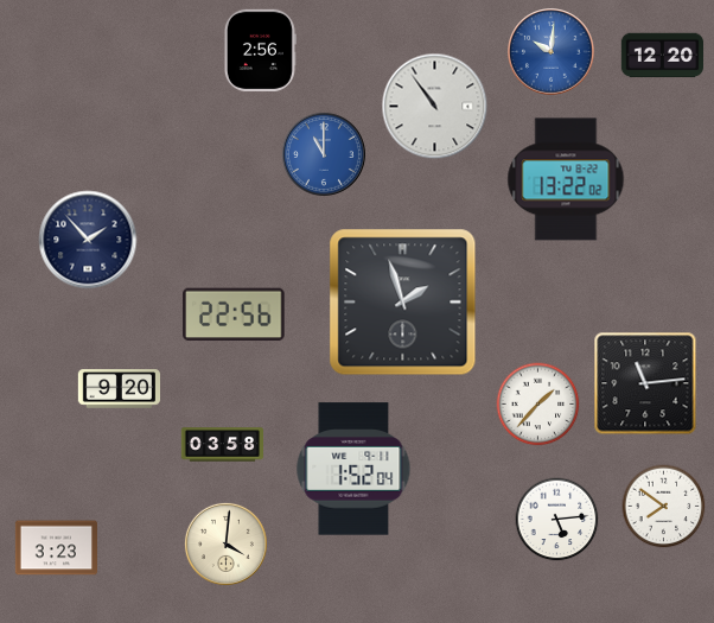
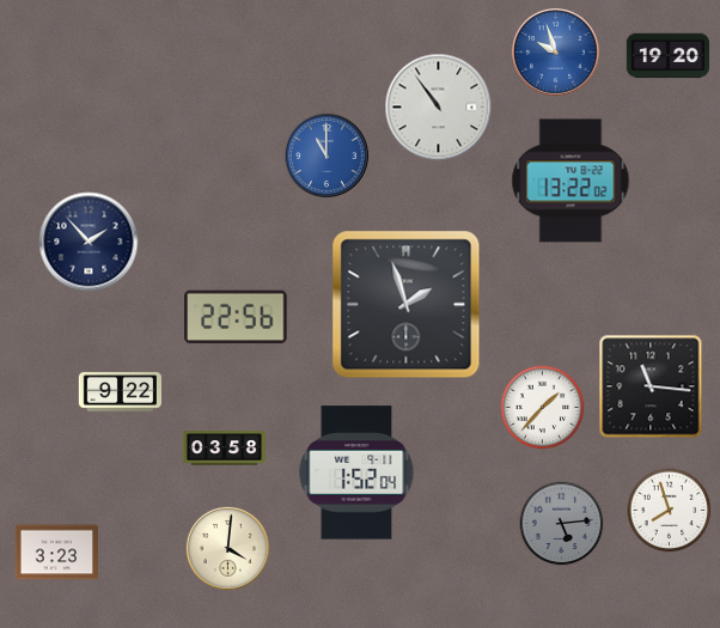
clock at (260, 50): 2:56 -> none
clock at (552, 52): 10:01 -> 9:57
clock at (663, 56): 12:20 -> 19:20
clock at (645, 383): 11:14 -> 11:16
clock at (119, 389): 9:20 -> 9:22
clock at (664, 507): 7:51 -> 7:57
clock at (557, 520) dial: white -> grey
